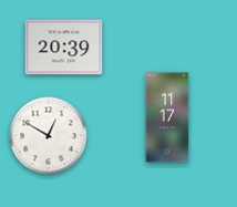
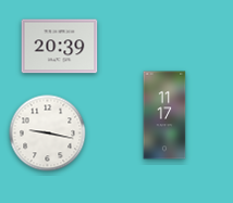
clock at (64, 48) position: (64, 48) -> (60, 47)
clock at (49, 136): 12:50 -> 9:17
